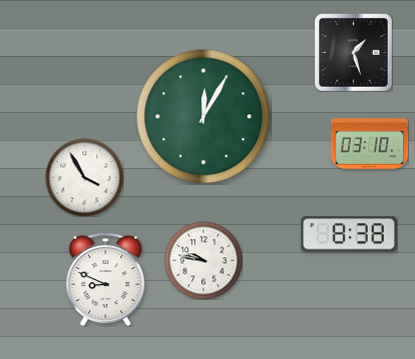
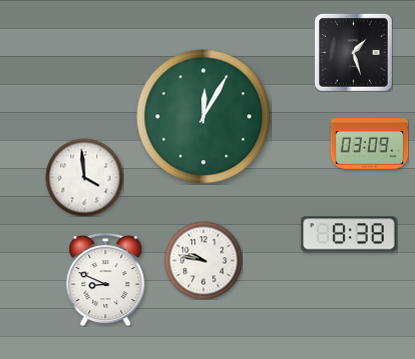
clock at (369, 144): 03:10 -> 03:09
clock at (84, 177): 3:55 -> 3:59
